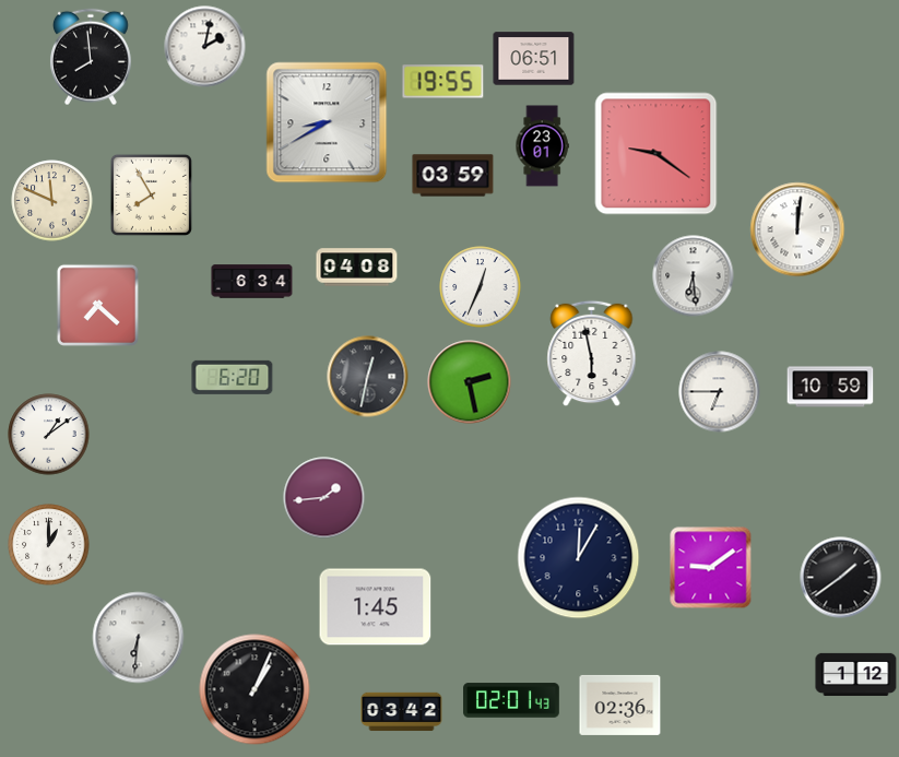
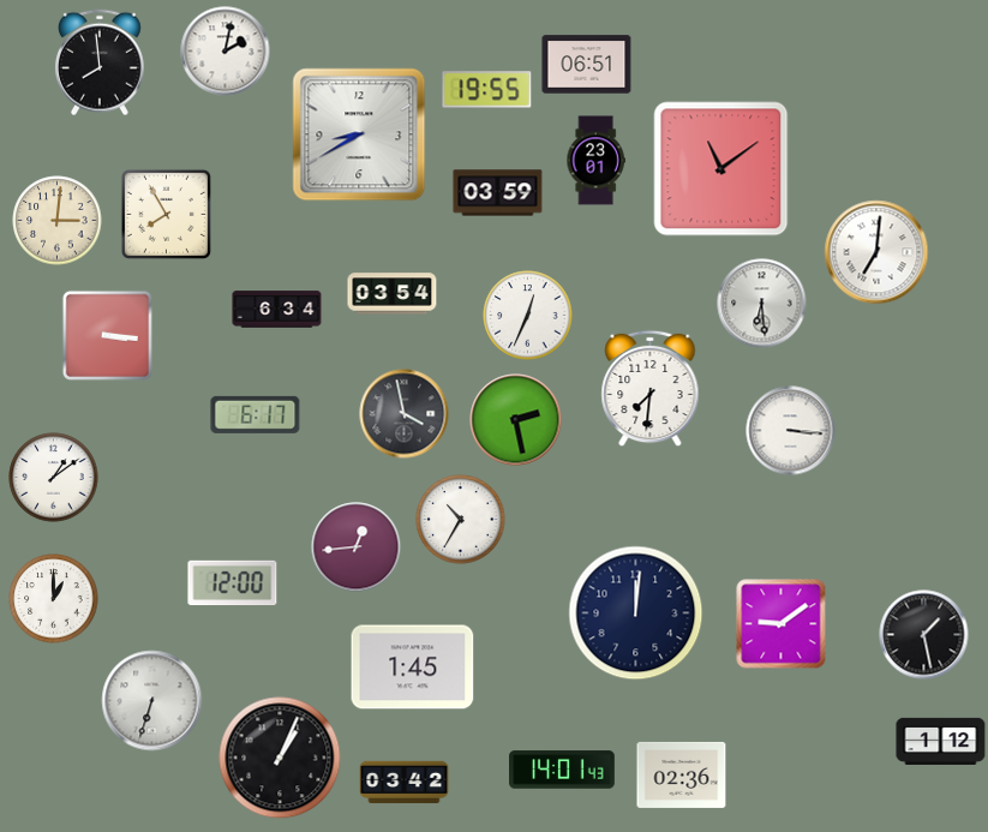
clock at (656, 154): 9:21 -> 11:09
clock at (52, 201): 11:49 -> 3:01
clock at (797, 229): 12:01 -> 7:01
clock at (357, 268): 04:08 -> 03:54
clock at (97, 305): 7:22 -> 3:16
clock at (592, 354): 5:58 -> 7:31
clock at (233, 377): 6:20 -> 6:17
clock at (368, 377): 12:32 -> 3:58
clock at (830, 387): 10:59 -> none
clock at (720, 392): 6:45 -> 3:16
clock at (461, 520): none -> 10:35
clock at (324, 498): 1:44 -> 12:44
clock at (233, 583): none -> 12:00
clock at (579, 558): 12:05 -> 12:01
clock at (841, 578): 1:39 -> 1:28
clock at (139, 638): 6:31 -> 6:33
clock at (511, 700): 02:01 -> 14:01
clock at (402, 712) position: (402, 712) -> (405, 783)
